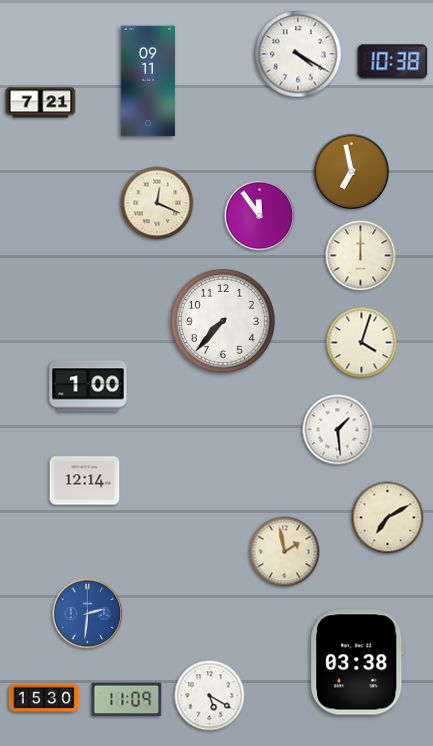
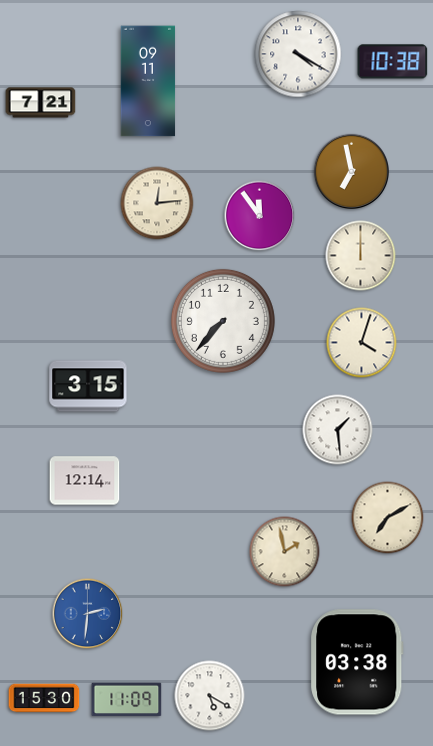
clock at (157, 203): 12:19 -> 12:14
clock at (88, 386): 1:00 -> 3:15
